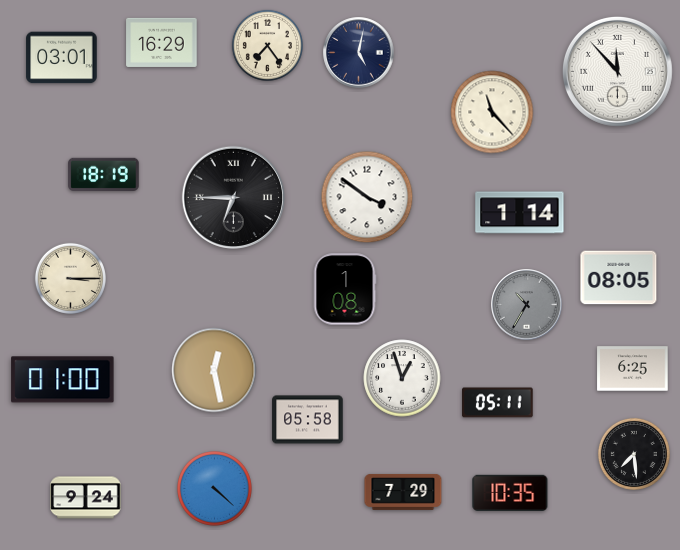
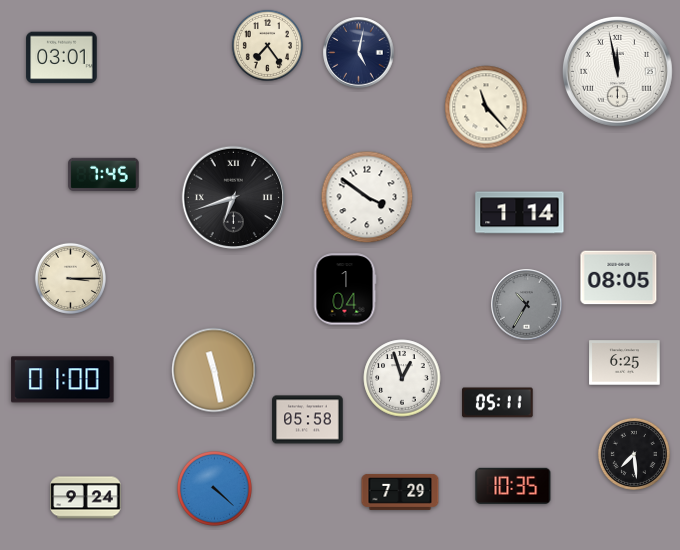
clock at (162, 42): 16:29 -> none
clock at (617, 71): 11:53 -> 11:58
clock at (492, 112) position: (492, 112) -> (486, 107)
clock at (104, 174): 18:19 -> 7:45
clock at (233, 197): 6:45 -> 6:42
clock at (345, 289): 1:08 -> 1:04
clock at (633, 369) position: (633, 369) -> (625, 363)
clock at (214, 370): 12:28 -> 11:28
clock at (403, 492) position: (403, 492) -> (400, 492)
clock at (510, 493) position: (510, 493) -> (513, 486)
